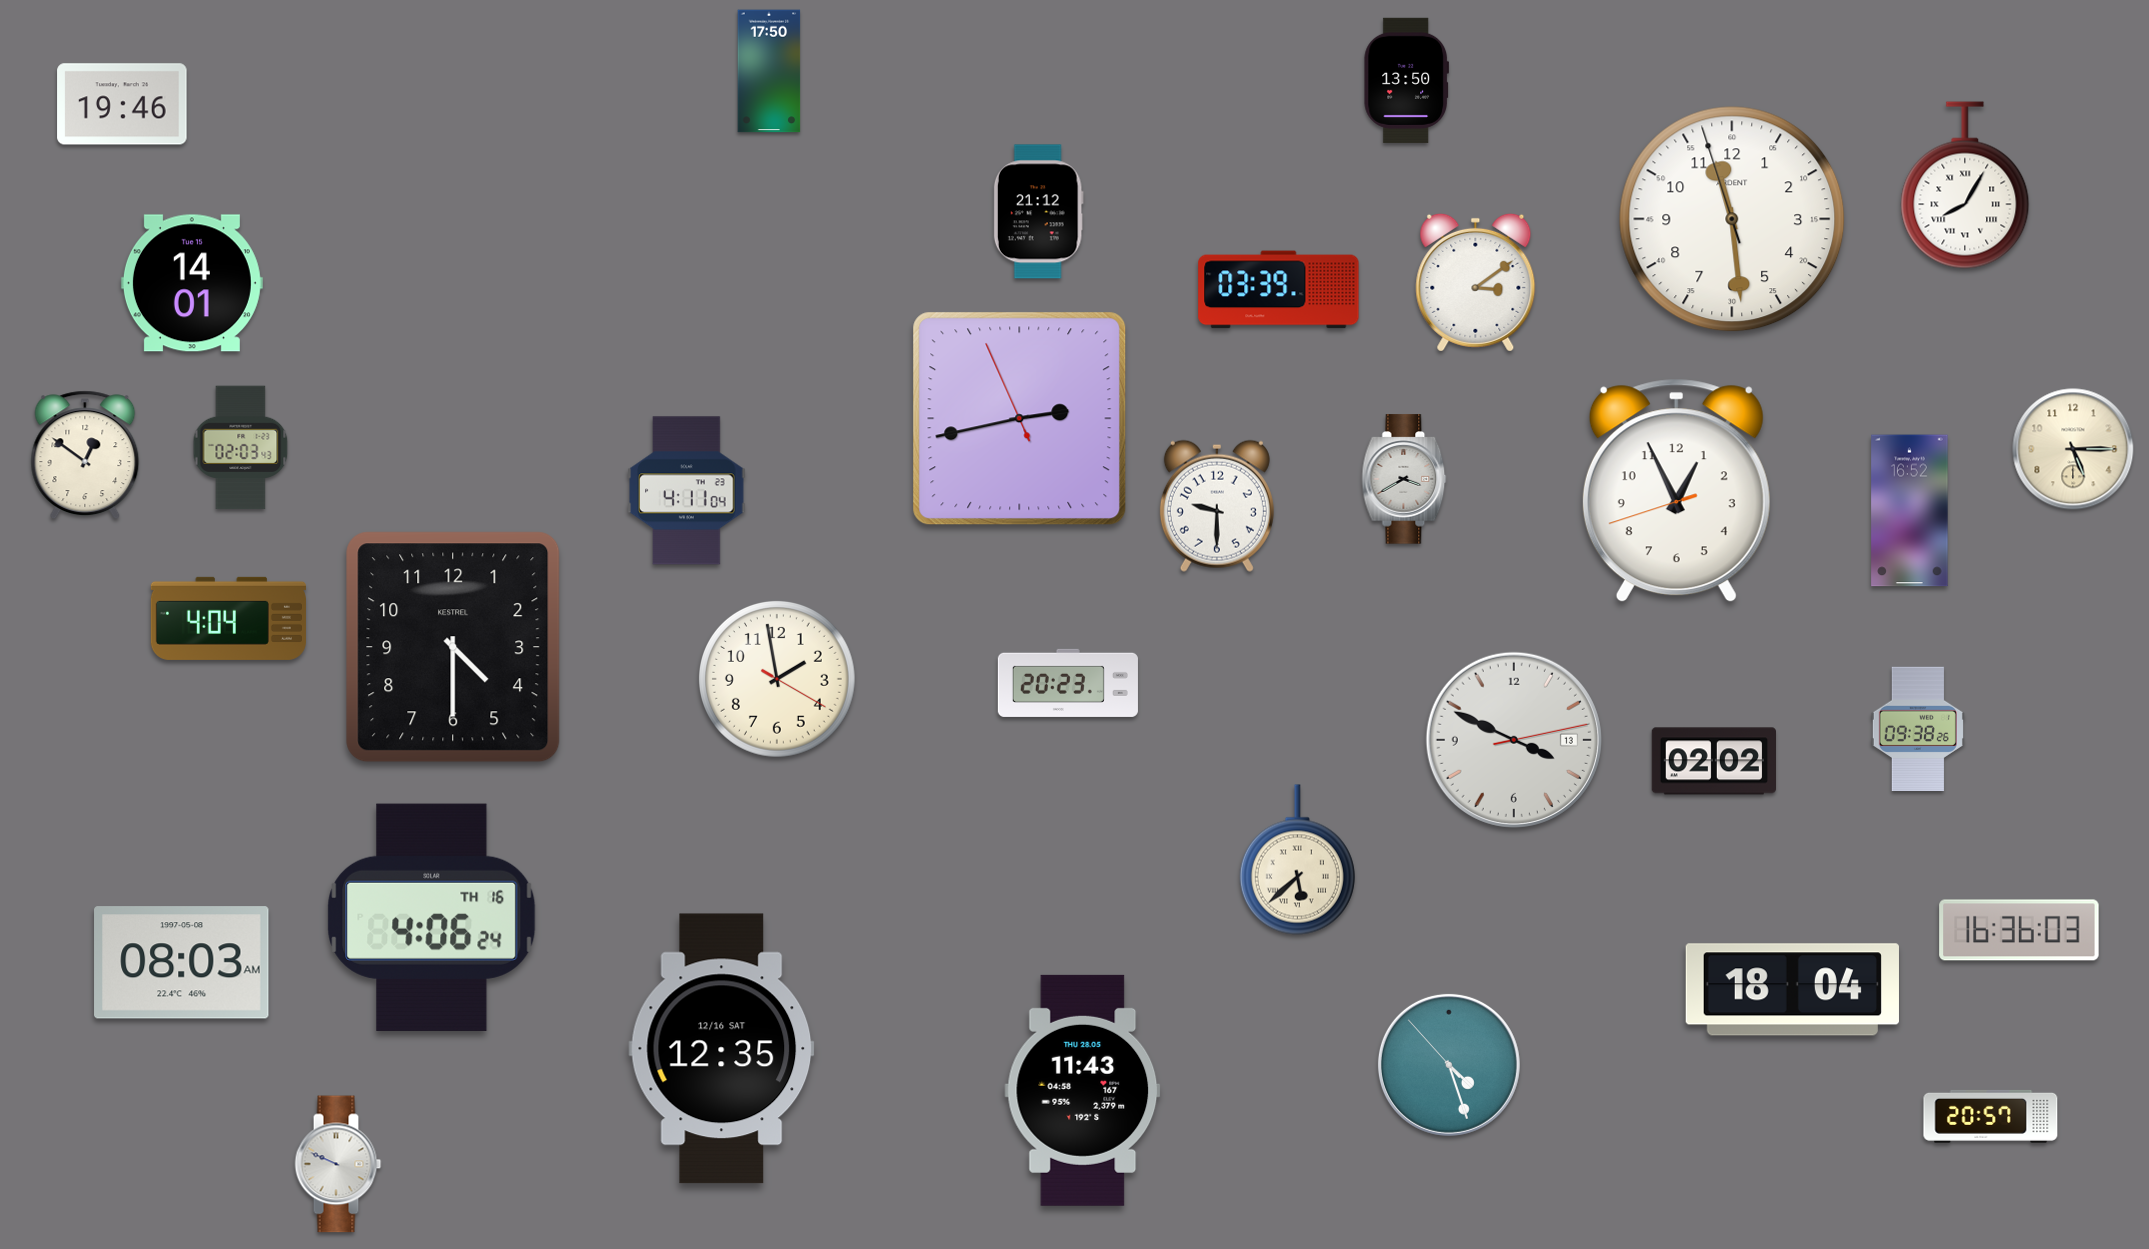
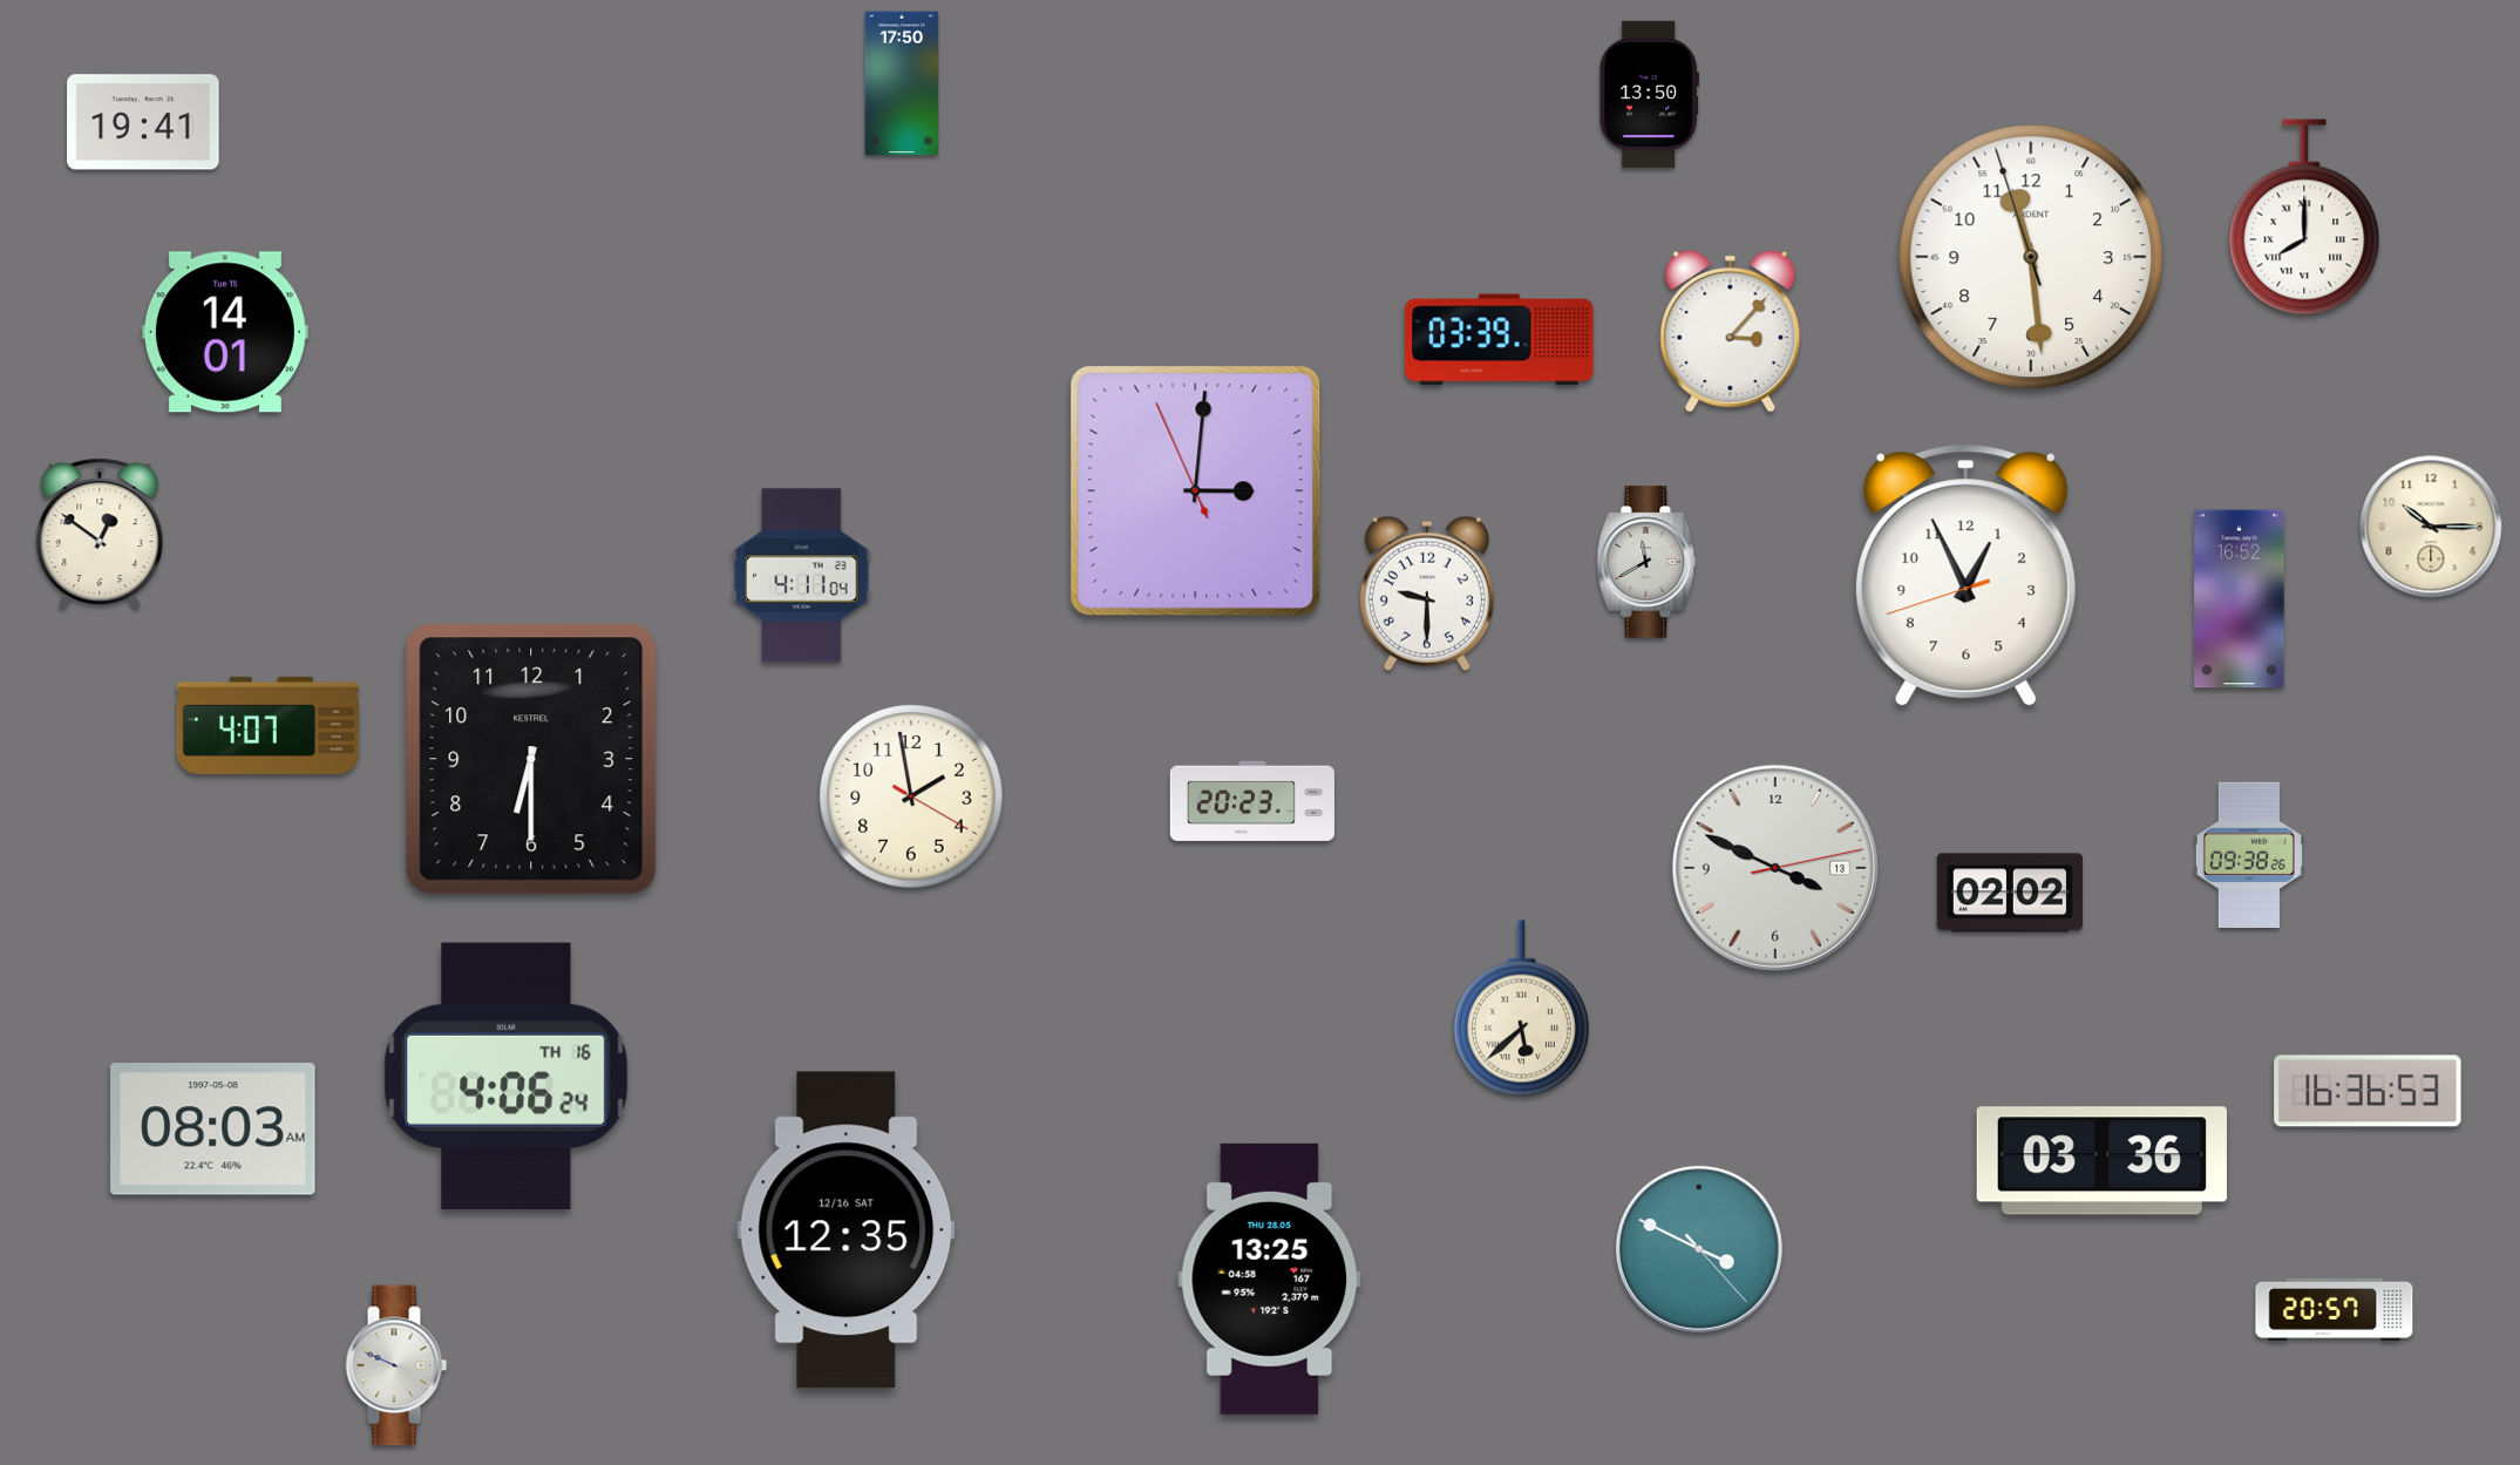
clock at (122, 104): 19:46 -> 19:41
clock at (1965, 185): 8:05 -> 8:00
clock at (1038, 212): 21:12 -> none
clock at (1476, 282): 3:09 -> 3:07
clock at (1020, 419): 2:42 -> 3:00
clock at (241, 448): 02:03 -> none
clock at (2073, 449): 5:15 -> 10:15
clock at (1404, 479): 3:40 -> 11:40
clock at (687, 491) position: (687, 491) -> (802, 576)
clock at (228, 618): 4:04 -> 4:07
clock at (453, 647): 4:30 -> 6:30
clock at (2019, 930): 16:36:03 -> 16:36:53
clock at (1792, 990): 18:04 -> 03:36
clock at (1449, 1065): 4:26 -> 3:49
clock at (1083, 1090): 11:43 -> 13:25
